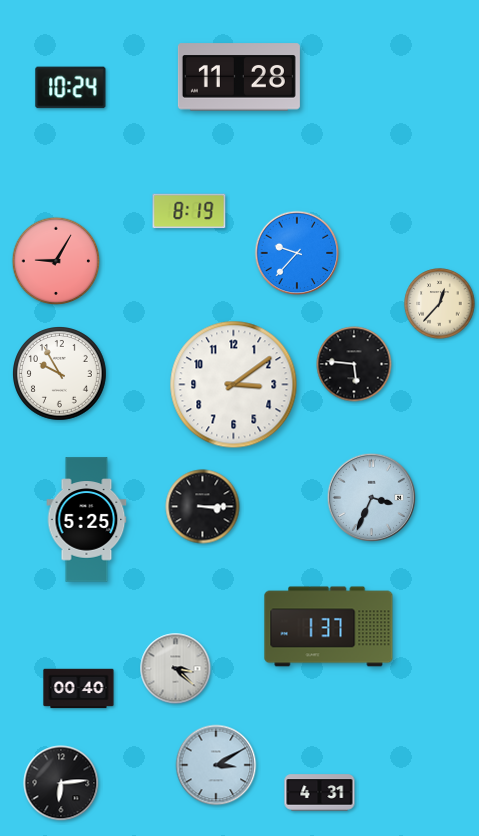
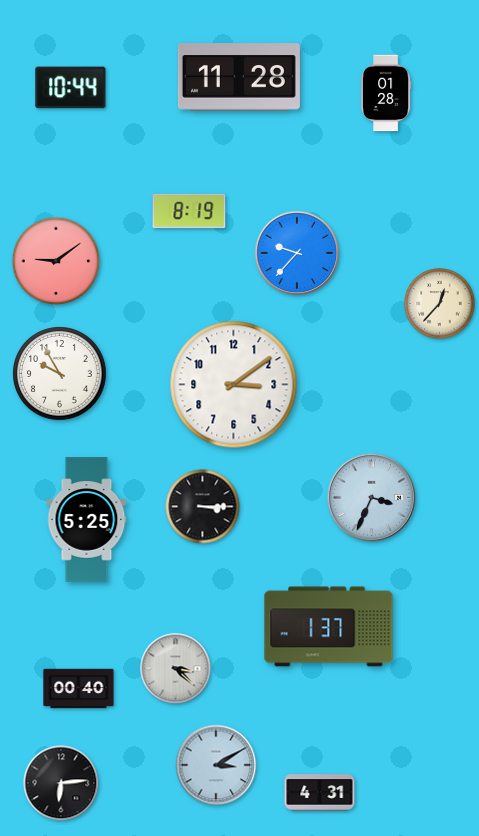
clock at (71, 88): 10:24 -> 10:44
clock at (387, 93): none -> 01:28
clock at (56, 261): 9:05 -> 9:09
clock at (354, 364): 5:46 -> none
